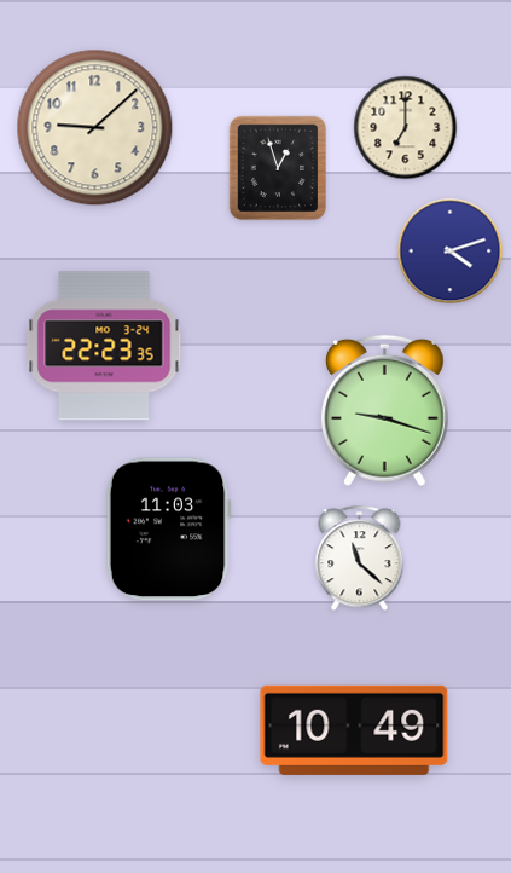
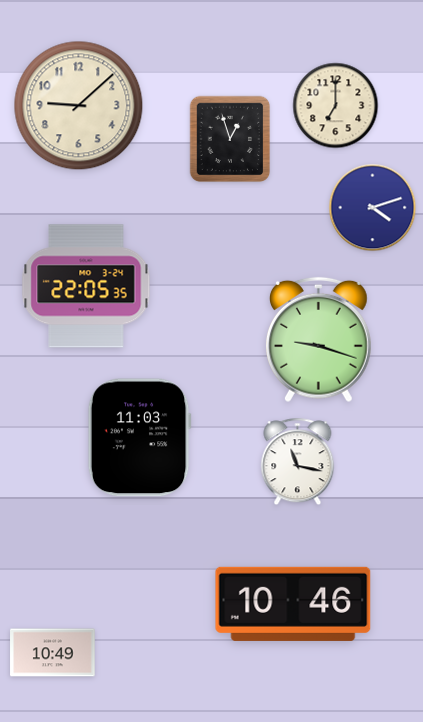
clock at (104, 346): 22:23 -> 22:05
clock at (360, 559): 11:22 -> 11:17
clock at (354, 730): 10:49 -> 10:46
clock at (53, 653): none -> 10:49
